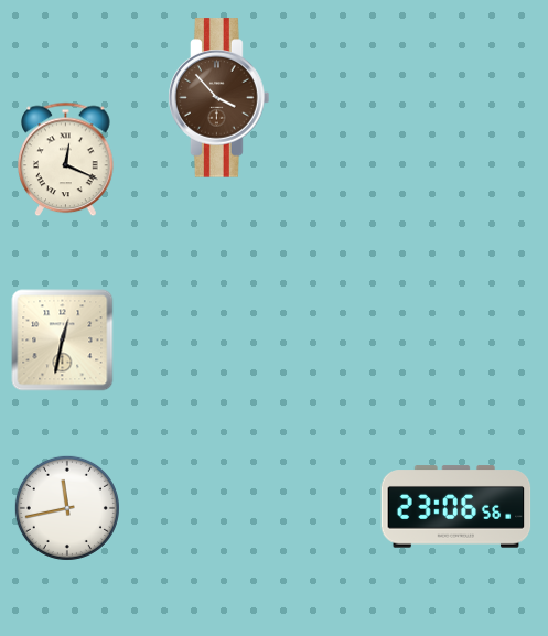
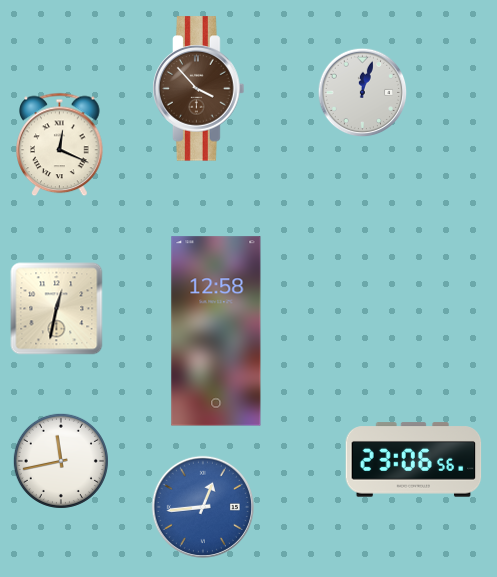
clock at (363, 93): none -> 12:03
clock at (216, 331): none -> 12:58
clock at (203, 507): none -> 12:44
